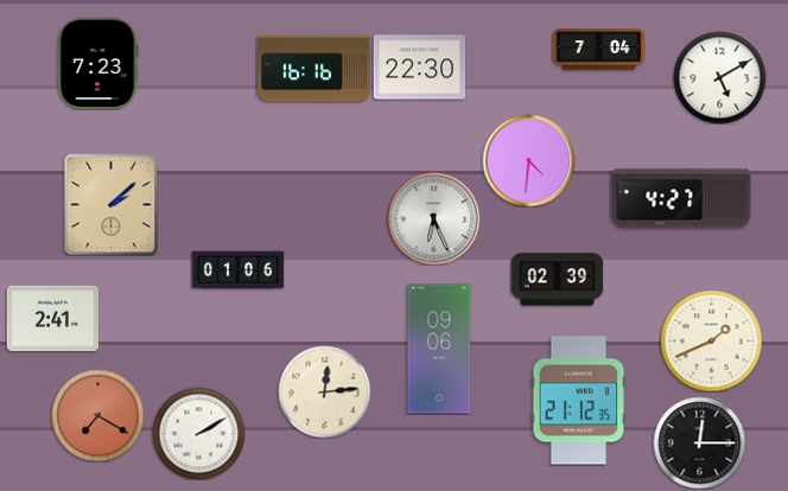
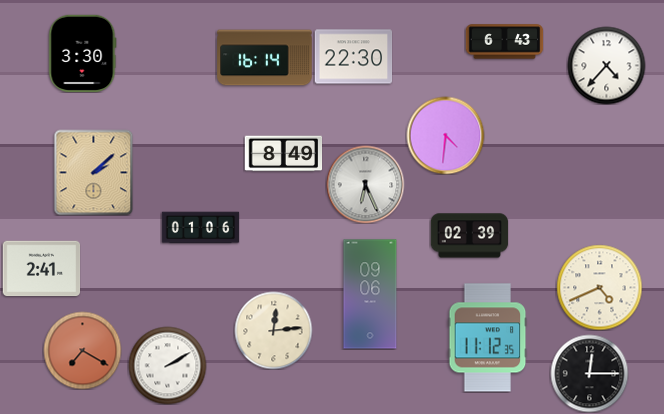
clock at (598, 50): 7:04 -> 6:43
clock at (99, 63): 7:23 -> 3:30
clock at (314, 69): 16:16 -> 16:14
clock at (719, 77): 5:10 -> 4:37
clock at (283, 154): none -> 8:49
clock at (681, 198): 4:27 -> none
clock at (52, 319) position: (52, 319) -> (41, 269)
clock at (711, 340): 1:41 -> 4:41
clock at (579, 401): 21:12 -> 11:12
